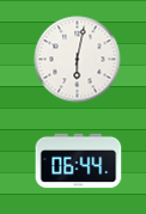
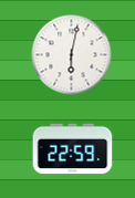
clock at (79, 161): 06:44 -> 22:59
